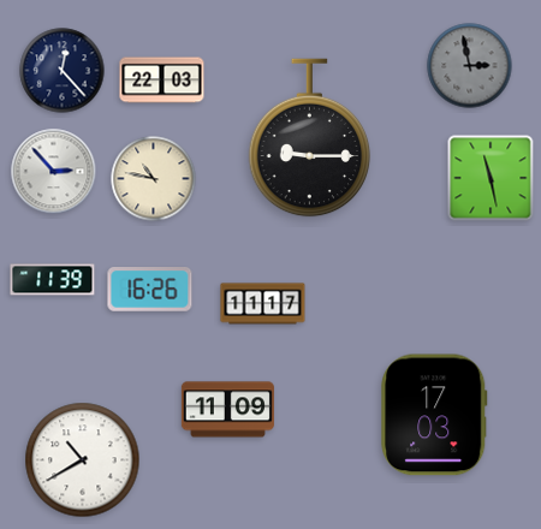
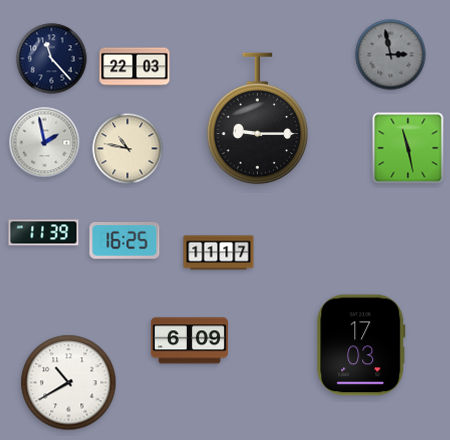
clock at (63, 71): 12:23 -> 11:23
clock at (310, 138) position: (310, 138) -> (258, 119)
clock at (54, 172): 2:53 -> 1:58
clock at (150, 290): 16:26 -> 16:25
clock at (227, 410): 11:09 -> 6:09
